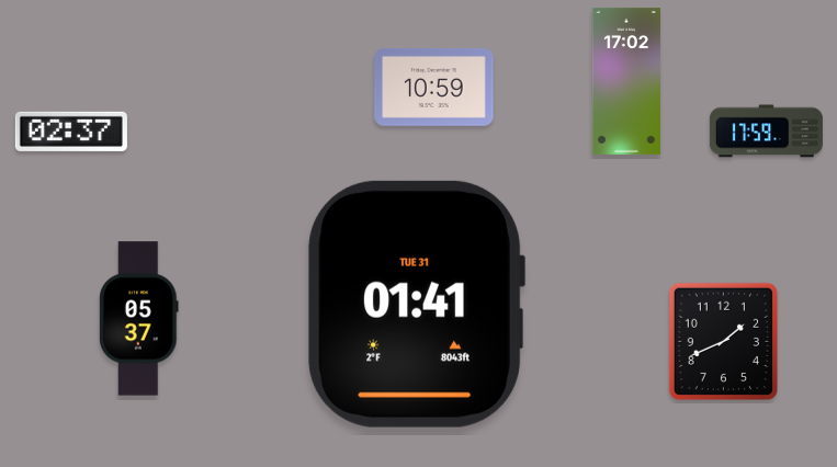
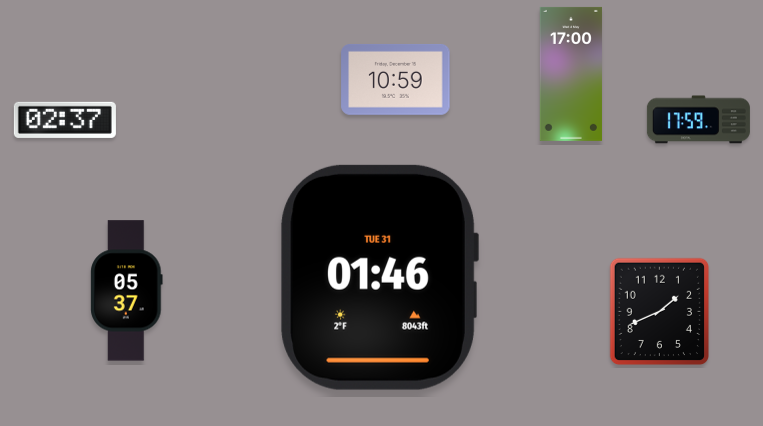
clock at (625, 81): 17:02 -> 17:00
clock at (416, 304): 01:41 -> 01:46
